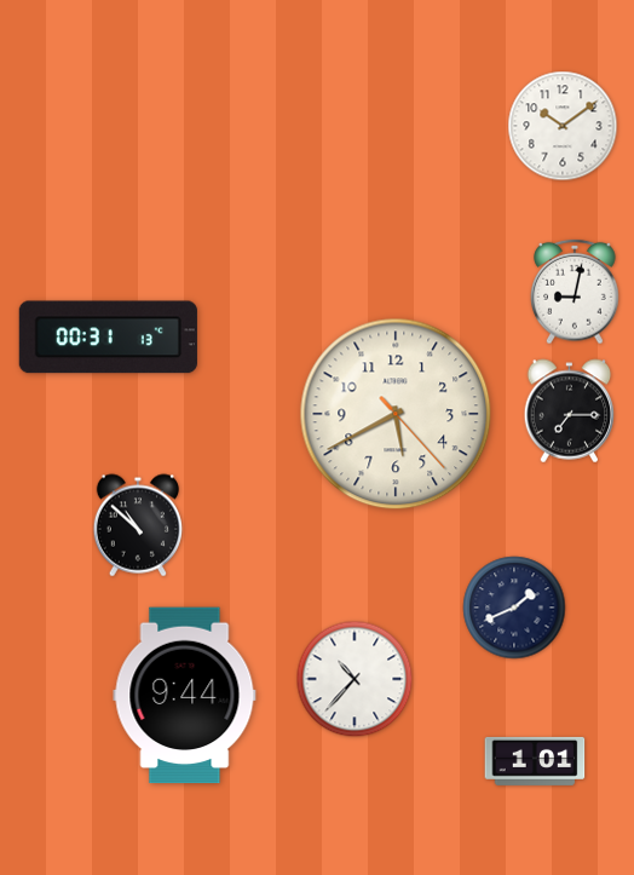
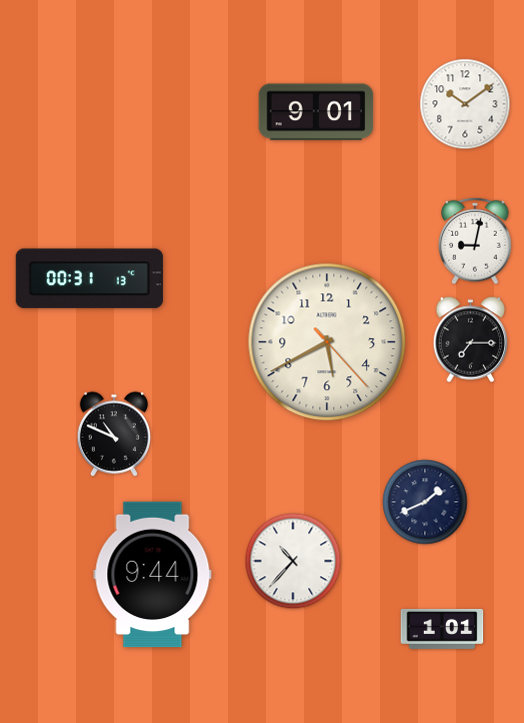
clock at (316, 112): none -> 9:01
clock at (137, 525): 10:52 -> 10:49
